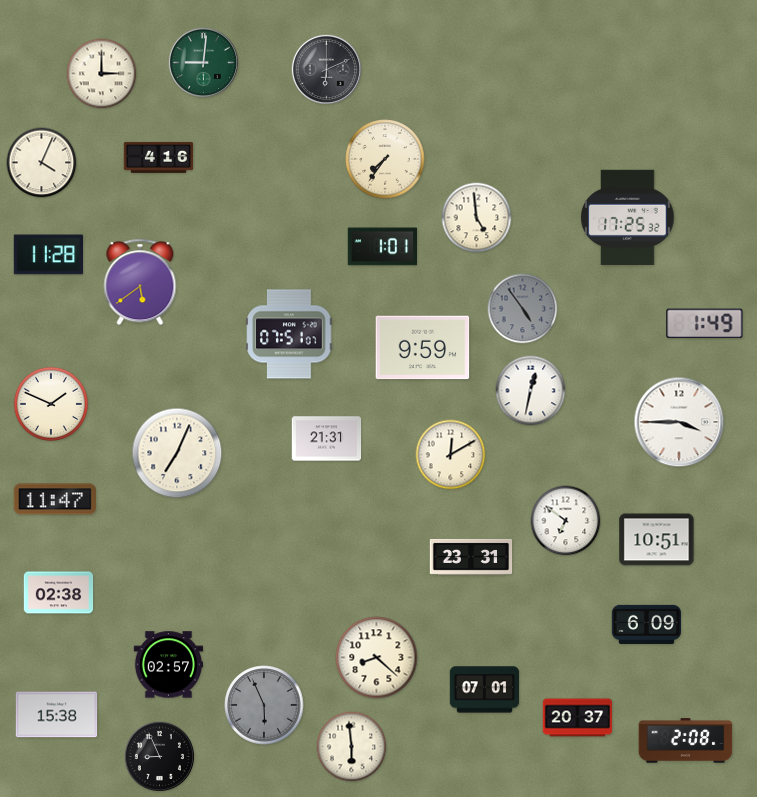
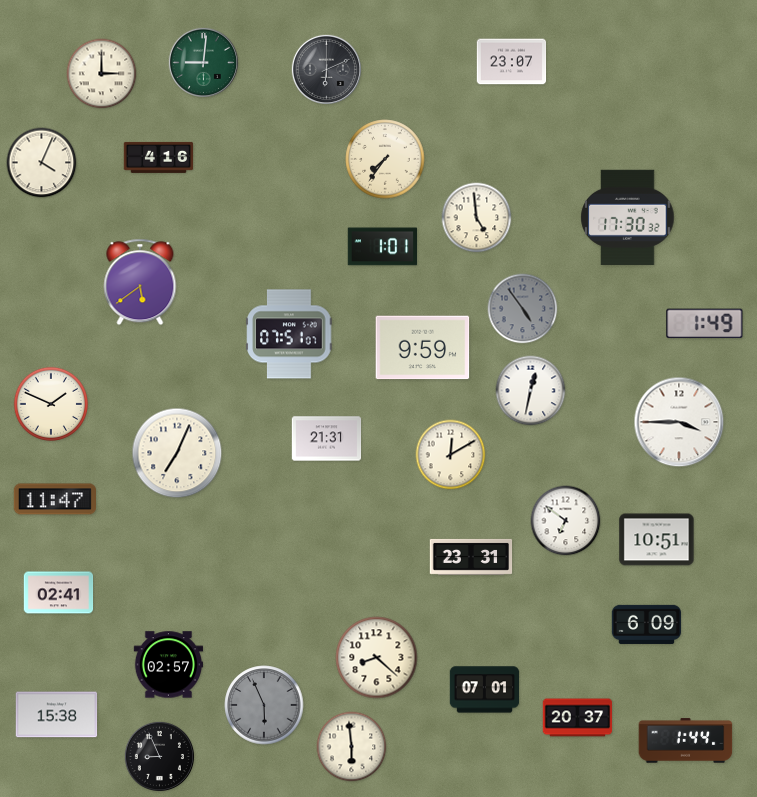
clock at (512, 62): none -> 23:07
clock at (628, 217): 17:25 -> 17:30
clock at (48, 255): 11:28 -> none
clock at (59, 593): 02:38 -> 02:41
clock at (686, 741): 2:08 -> 1:44
